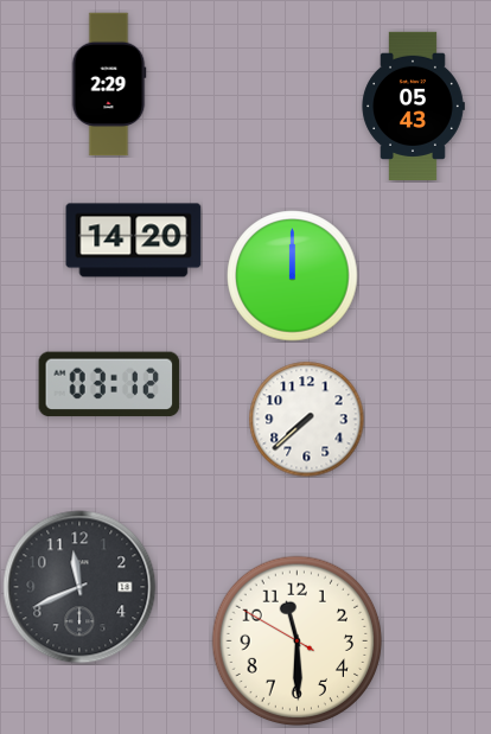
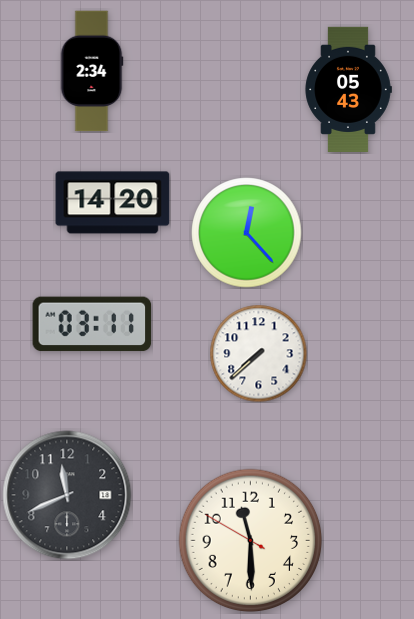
clock at (109, 84): 2:29 -> 2:34
clock at (293, 276): 12:00 -> 12:23
clock at (109, 384): 03:12 -> 03:11
